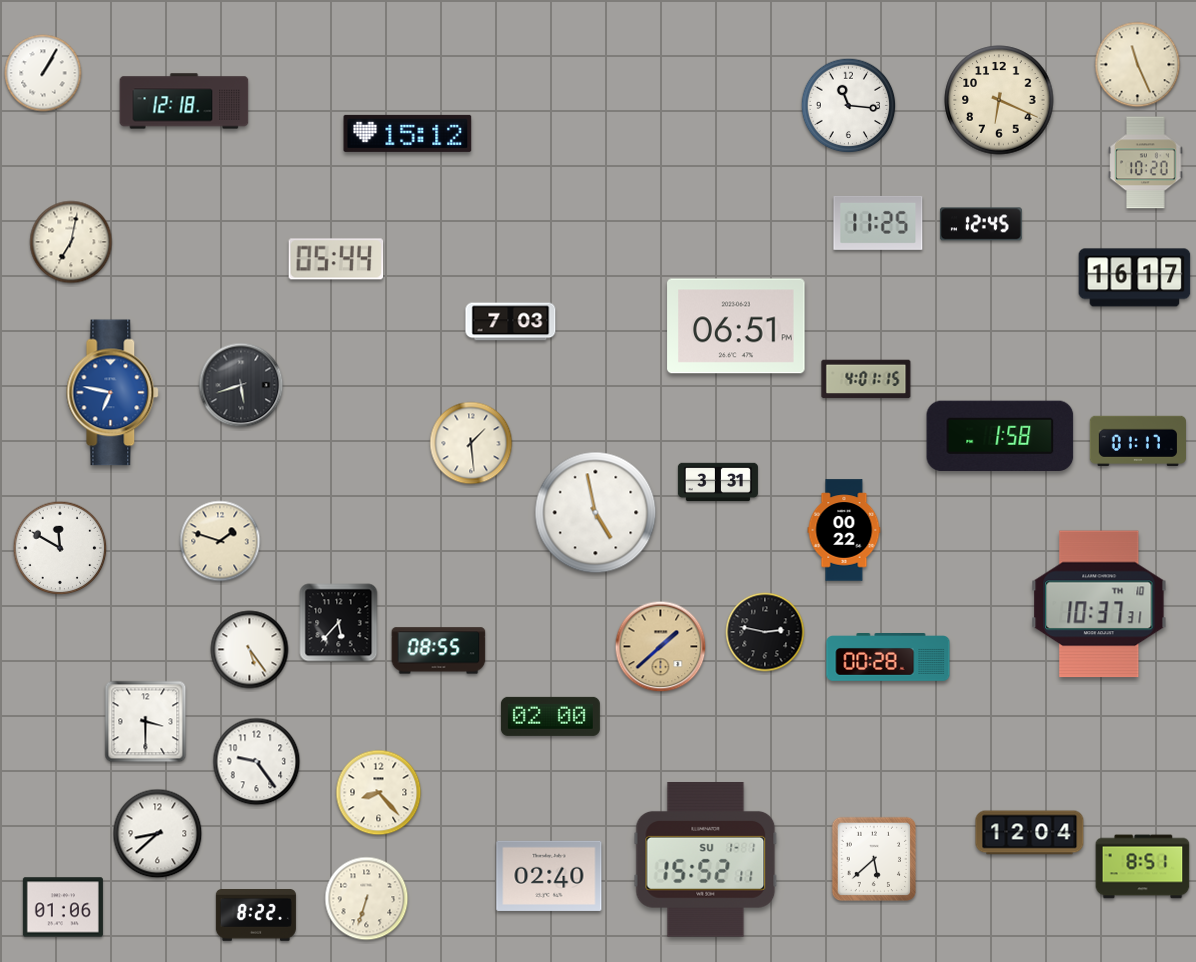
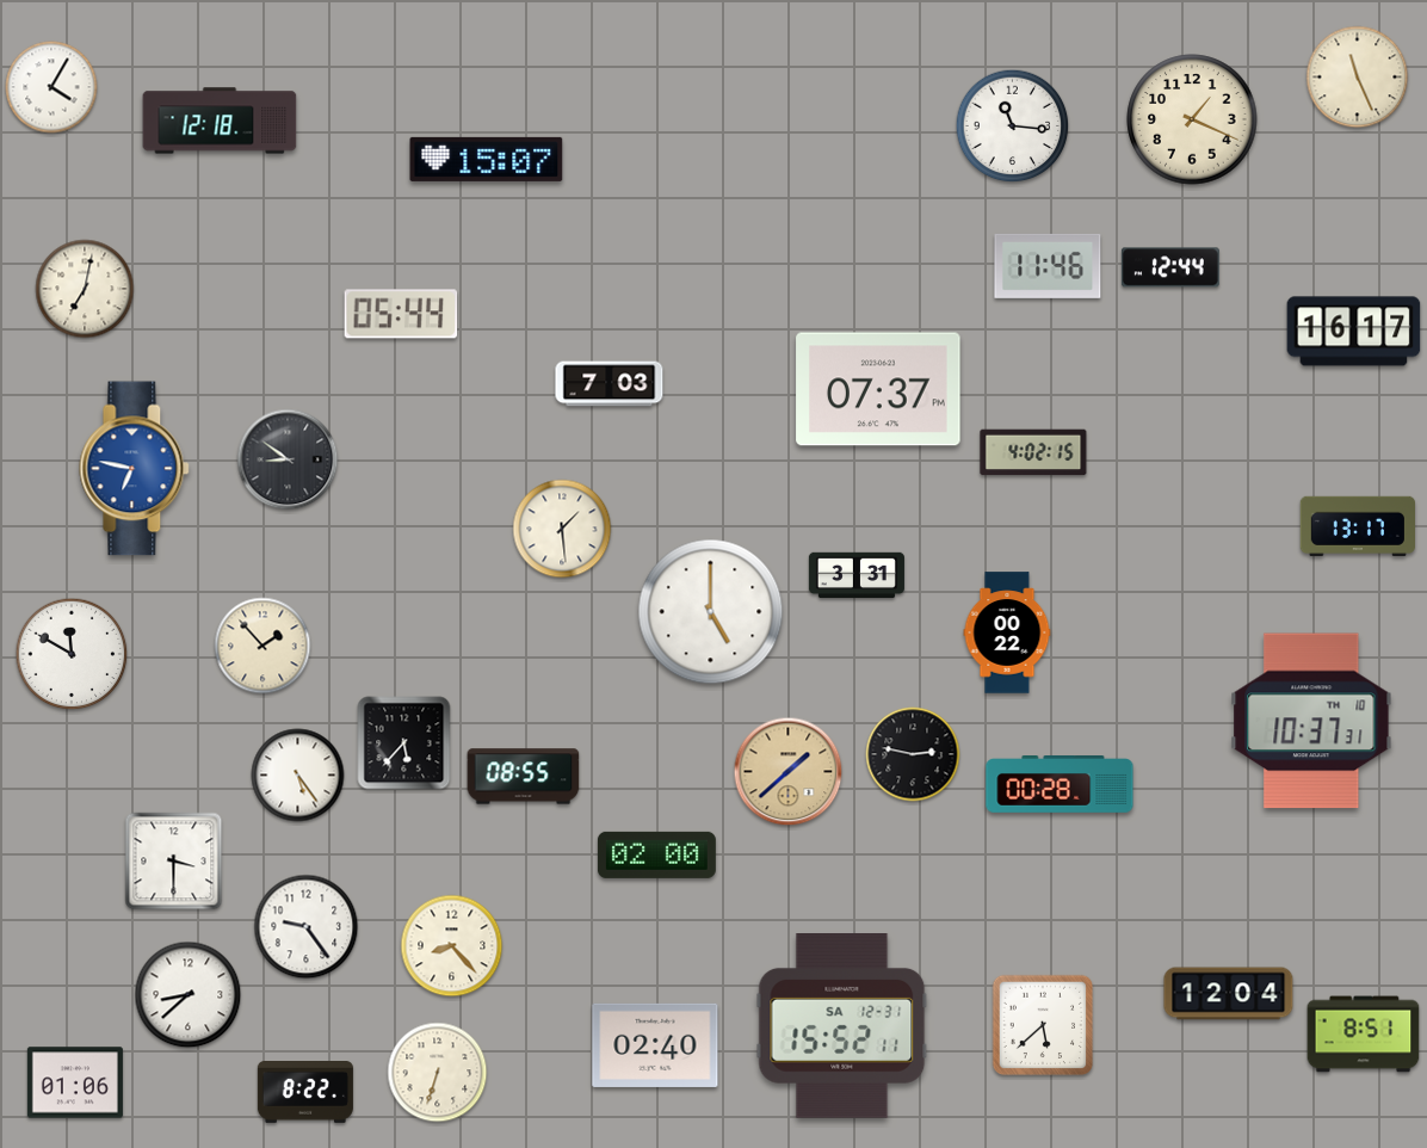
clock at (43, 73): 1:05 -> 4:05
clock at (999, 100): 6:19 -> 1:19
clock at (408, 133): 15:12 -> 15:07
clock at (1146, 163): 10:20 -> none
clock at (878, 223): 11:25 -> 11:46
clock at (981, 224): 12:45 -> 12:44
clock at (336, 259) position: (336, 259) -> (401, 314)
clock at (736, 326): 06:51 -> 07:37
clock at (866, 379): 4:01 -> 4:02
clock at (241, 385): 5:42 -> 8:51
clock at (1000, 435): 1:58 -> none
clock at (1137, 441): 01:17 -> 13:17
clock at (596, 513): 4:58 -> 5:00
clock at (220, 541): 1:48 -> 1:53
clock at (257, 762) position: (257, 762) -> (307, 927)
clock at (706, 860) date: SU 1-1 -> SA 12-31
